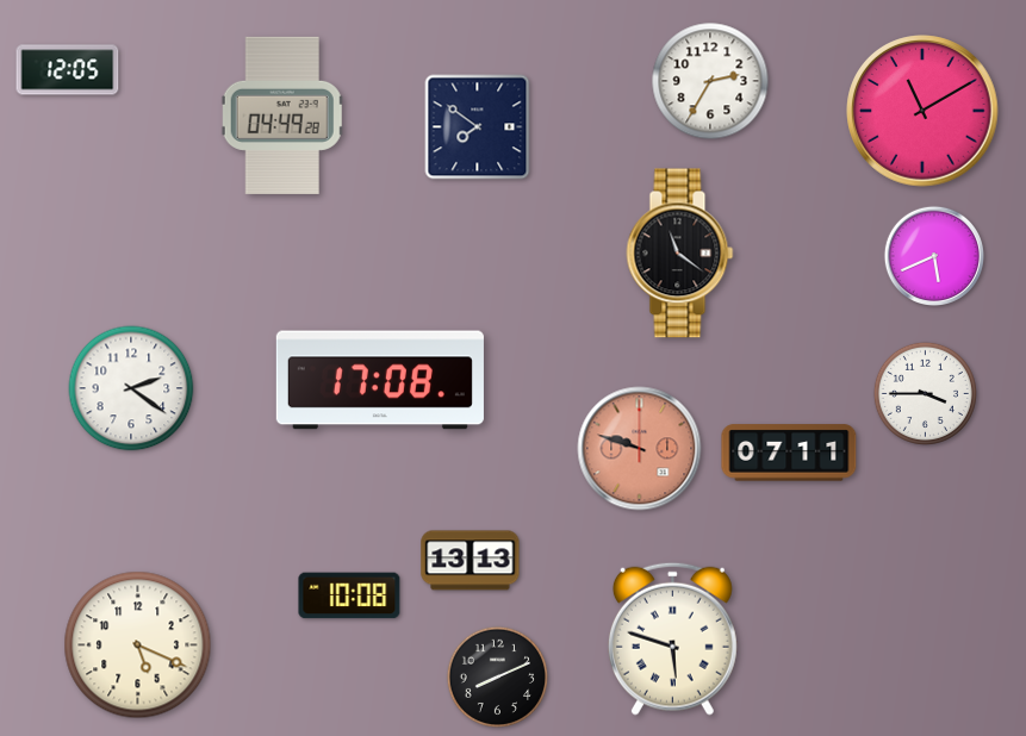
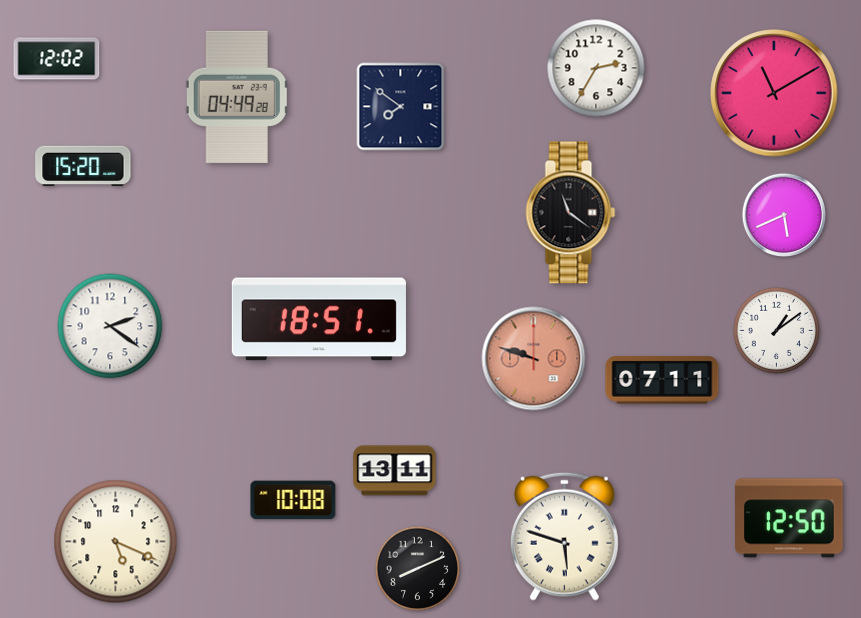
clock at (68, 70): 12:05 -> 12:02
clock at (83, 166): none -> 15:20
clock at (380, 380): 17:08 -> 18:51
clock at (925, 393): 3:45 -> 1:09
clock at (640, 449) position: (640, 449) -> (534, 359)
clock at (471, 561): 13:13 -> 13:11
clock at (789, 518): none -> 12:50
